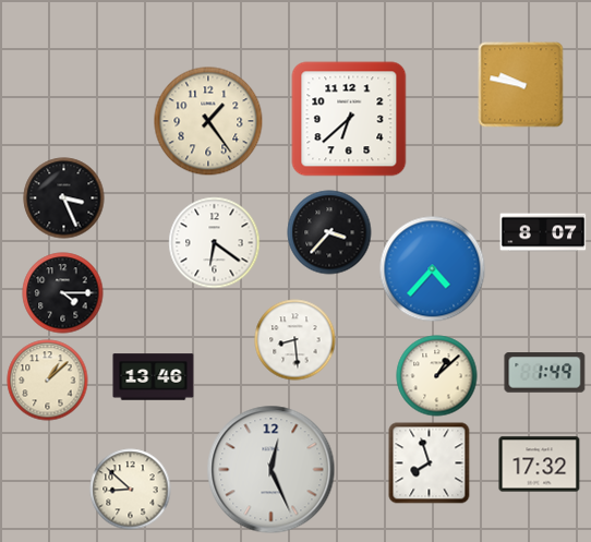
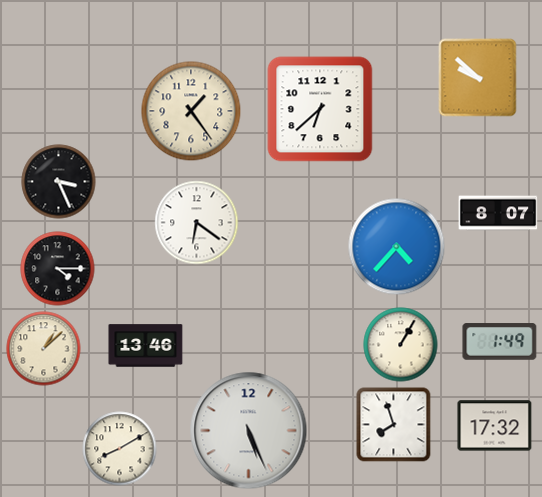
clock at (521, 85): 9:47 -> 9:52
clock at (329, 232): 3:37 -> none
clock at (295, 340): 8:29 -> none
clock at (437, 376): 1:08 -> 1:05
clock at (154, 377) position: (154, 377) -> (146, 346)
clock at (272, 470): 12:26 -> 5:26
clock at (131, 490): 8:52 -> 8:10
